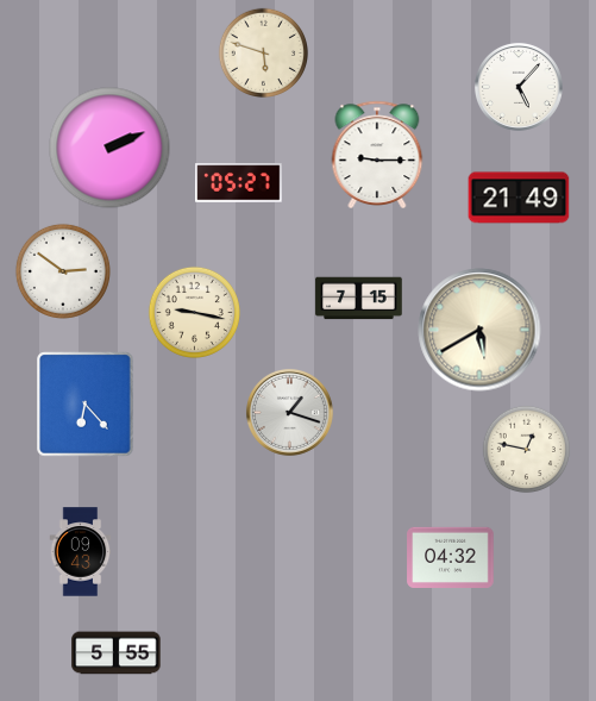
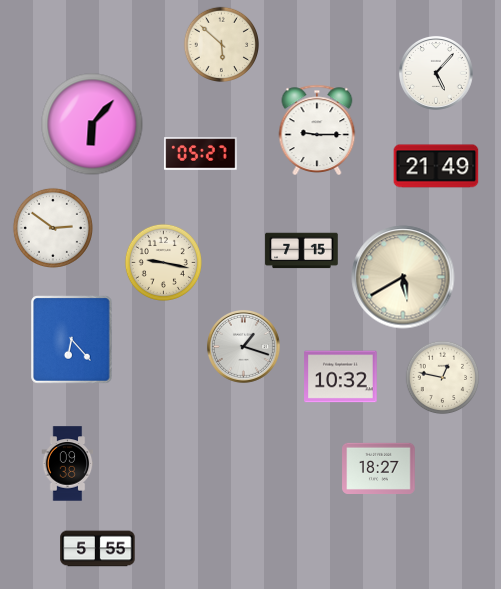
clock at (263, 52): 5:48 -> 5:52
clock at (109, 148): 2:11 -> 6:07
clock at (341, 377): none -> 10:32
clock at (81, 552): 09:43 -> 09:38
clock at (451, 557): 04:32 -> 18:27
